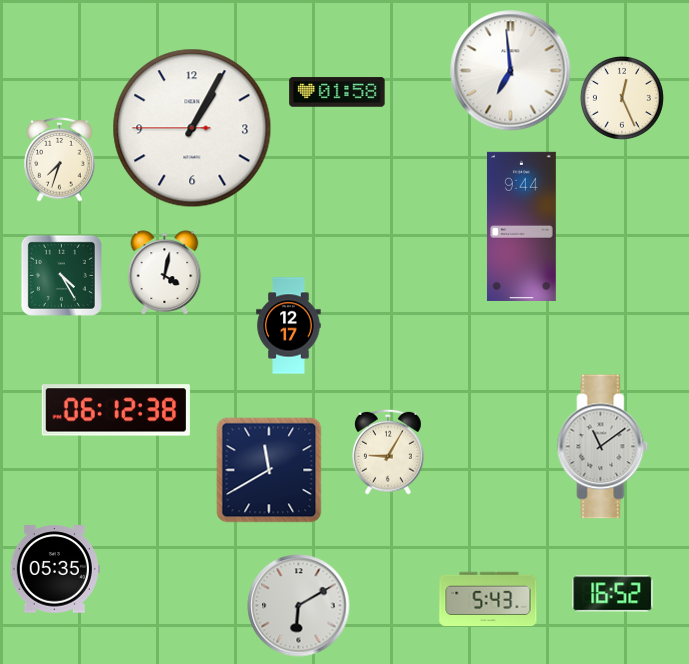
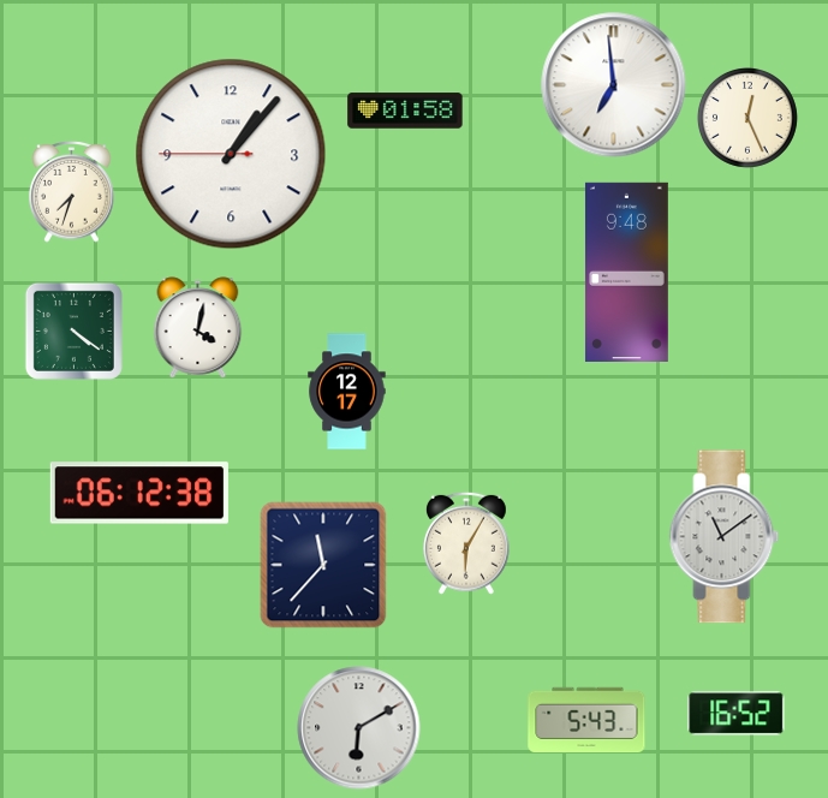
clock at (192, 128): 1:04 -> 1:06
clock at (521, 226): 9:44 -> 9:48
clock at (61, 275): 4:25 -> 4:21
clock at (389, 452): 9:05 -> 6:05
clock at (269, 470): 11:40 -> 11:37
clock at (55, 569): 05:35 -> none
